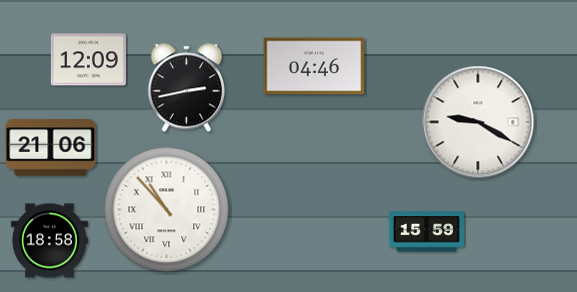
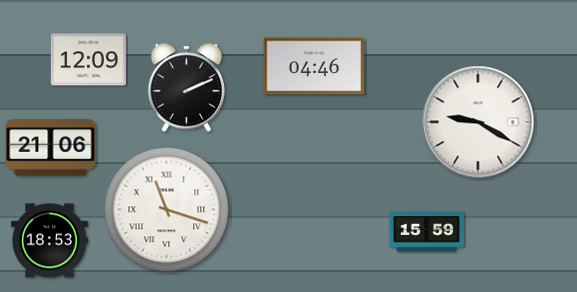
clock at (187, 88): 2:43 -> 2:11
clock at (167, 210): 10:53 -> 11:18
clock at (49, 241): 18:58 -> 18:53
